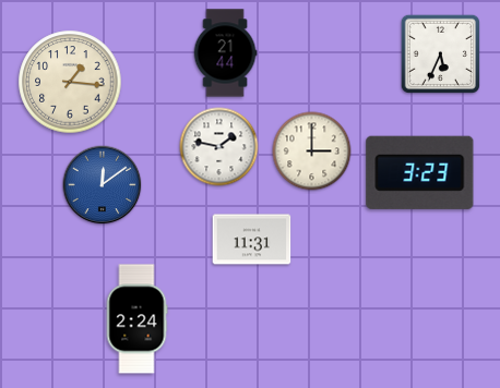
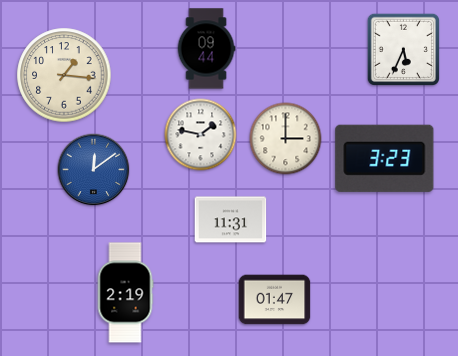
clock at (225, 53): 21:44 -> 09:44
clock at (136, 319): 2:24 -> 2:19
clock at (275, 300): none -> 01:47
